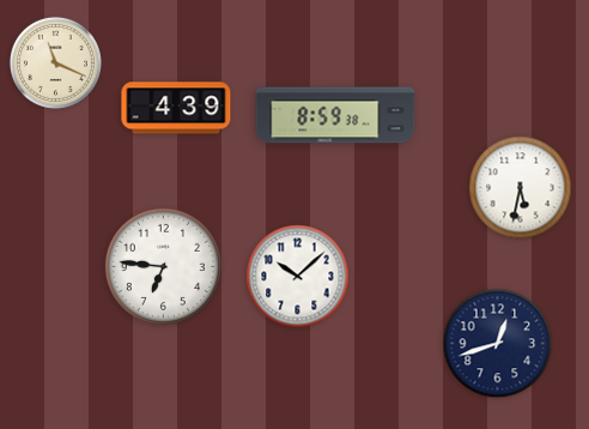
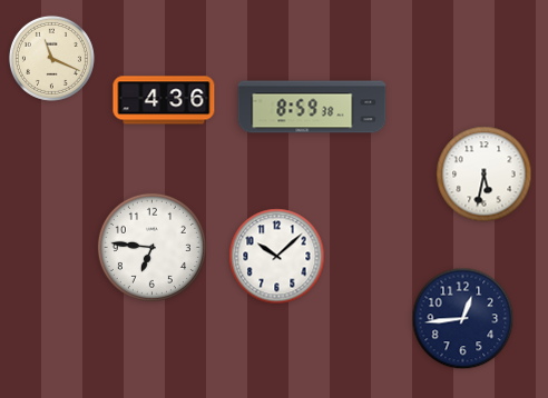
clock at (176, 108): 4:39 -> 4:36
clock at (498, 344): 12:42 -> 12:44
